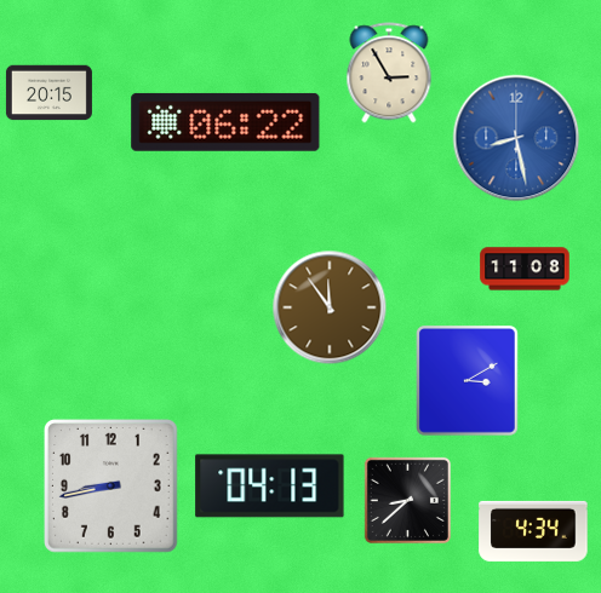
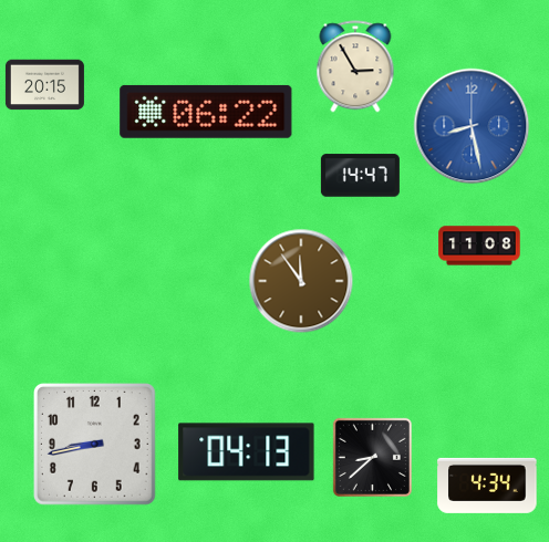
clock at (360, 176): none -> 14:47
clock at (468, 381): 3:10 -> none
clock at (111, 487) position: (111, 487) -> (95, 445)
clock at (270, 487) position: (270, 487) -> (247, 452)
